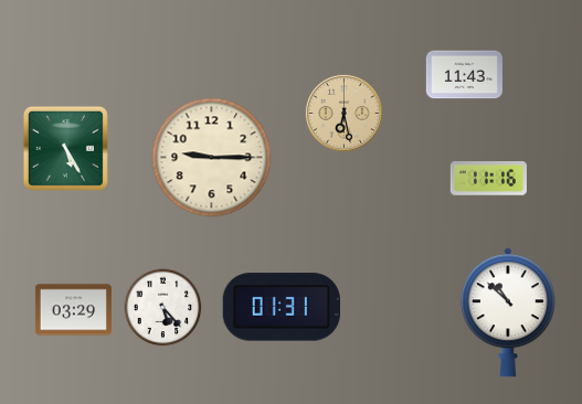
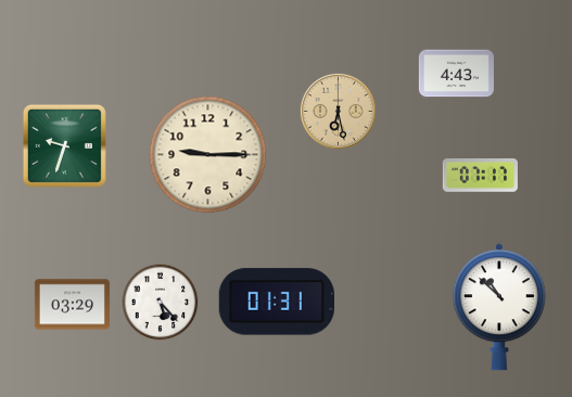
clock at (464, 75): 11:43 -> 4:43
clock at (65, 148): 5:25 -> 9:33
clock at (488, 179): 11:16 -> 07:17
